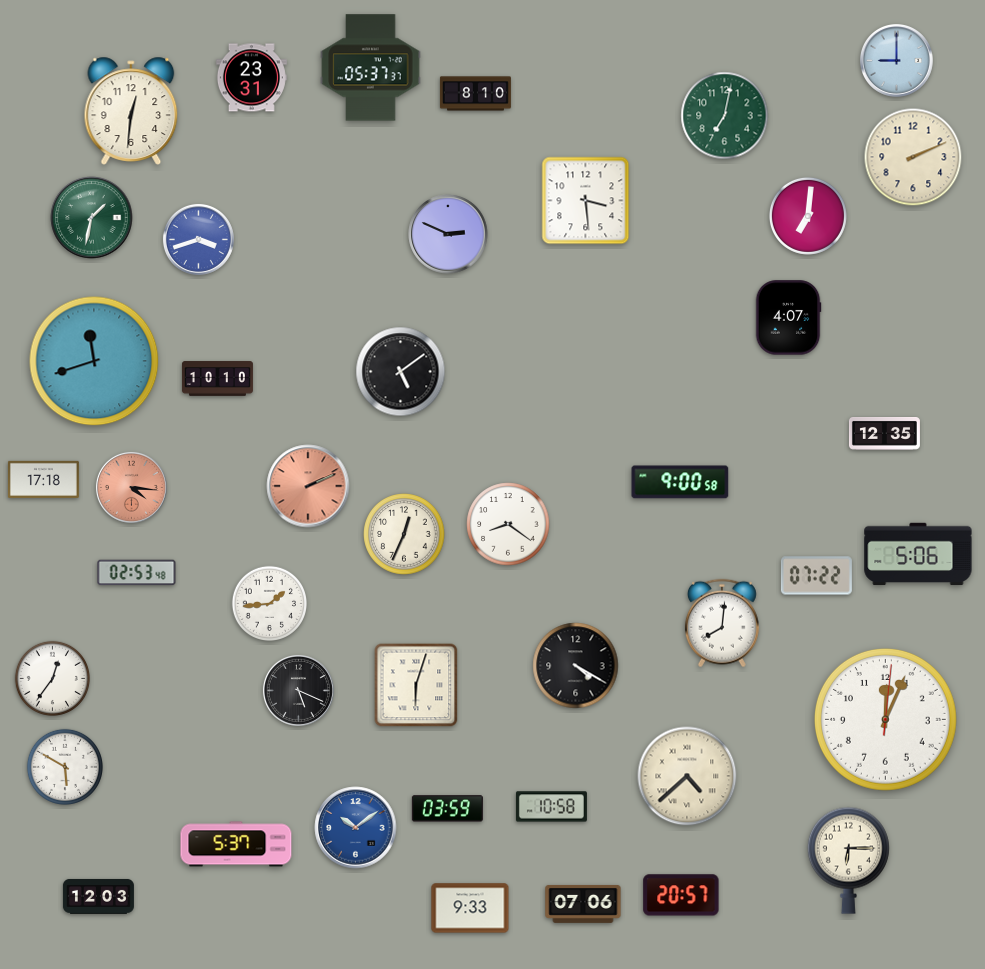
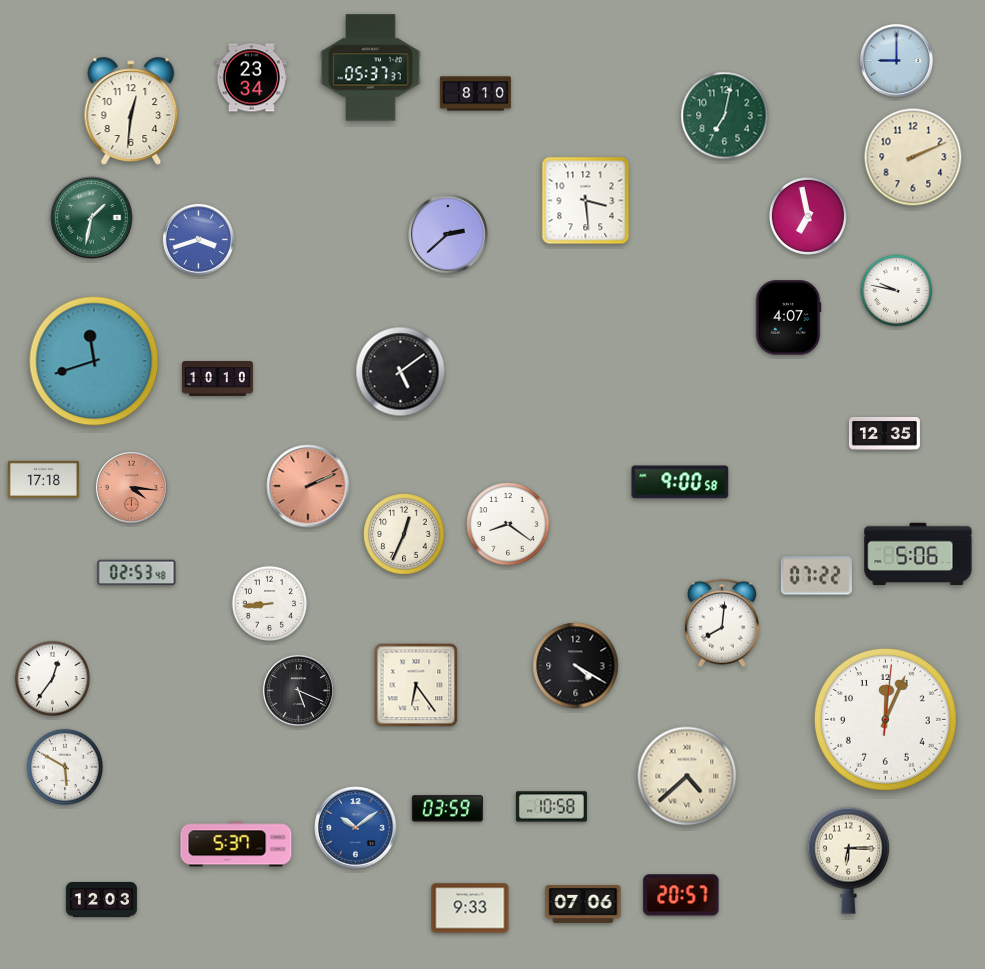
clock at (251, 78): 23:31 -> 23:34
clock at (808, 216): 7:01 -> 6:58
clock at (448, 234): 2:49 -> 2:38
clock at (897, 291): none -> 9:47
clock at (269, 603): 1:44 -> 8:44
clock at (416, 685): 6:03 -> 6:24
clock at (98, 897) position: (98, 897) -> (101, 900)
